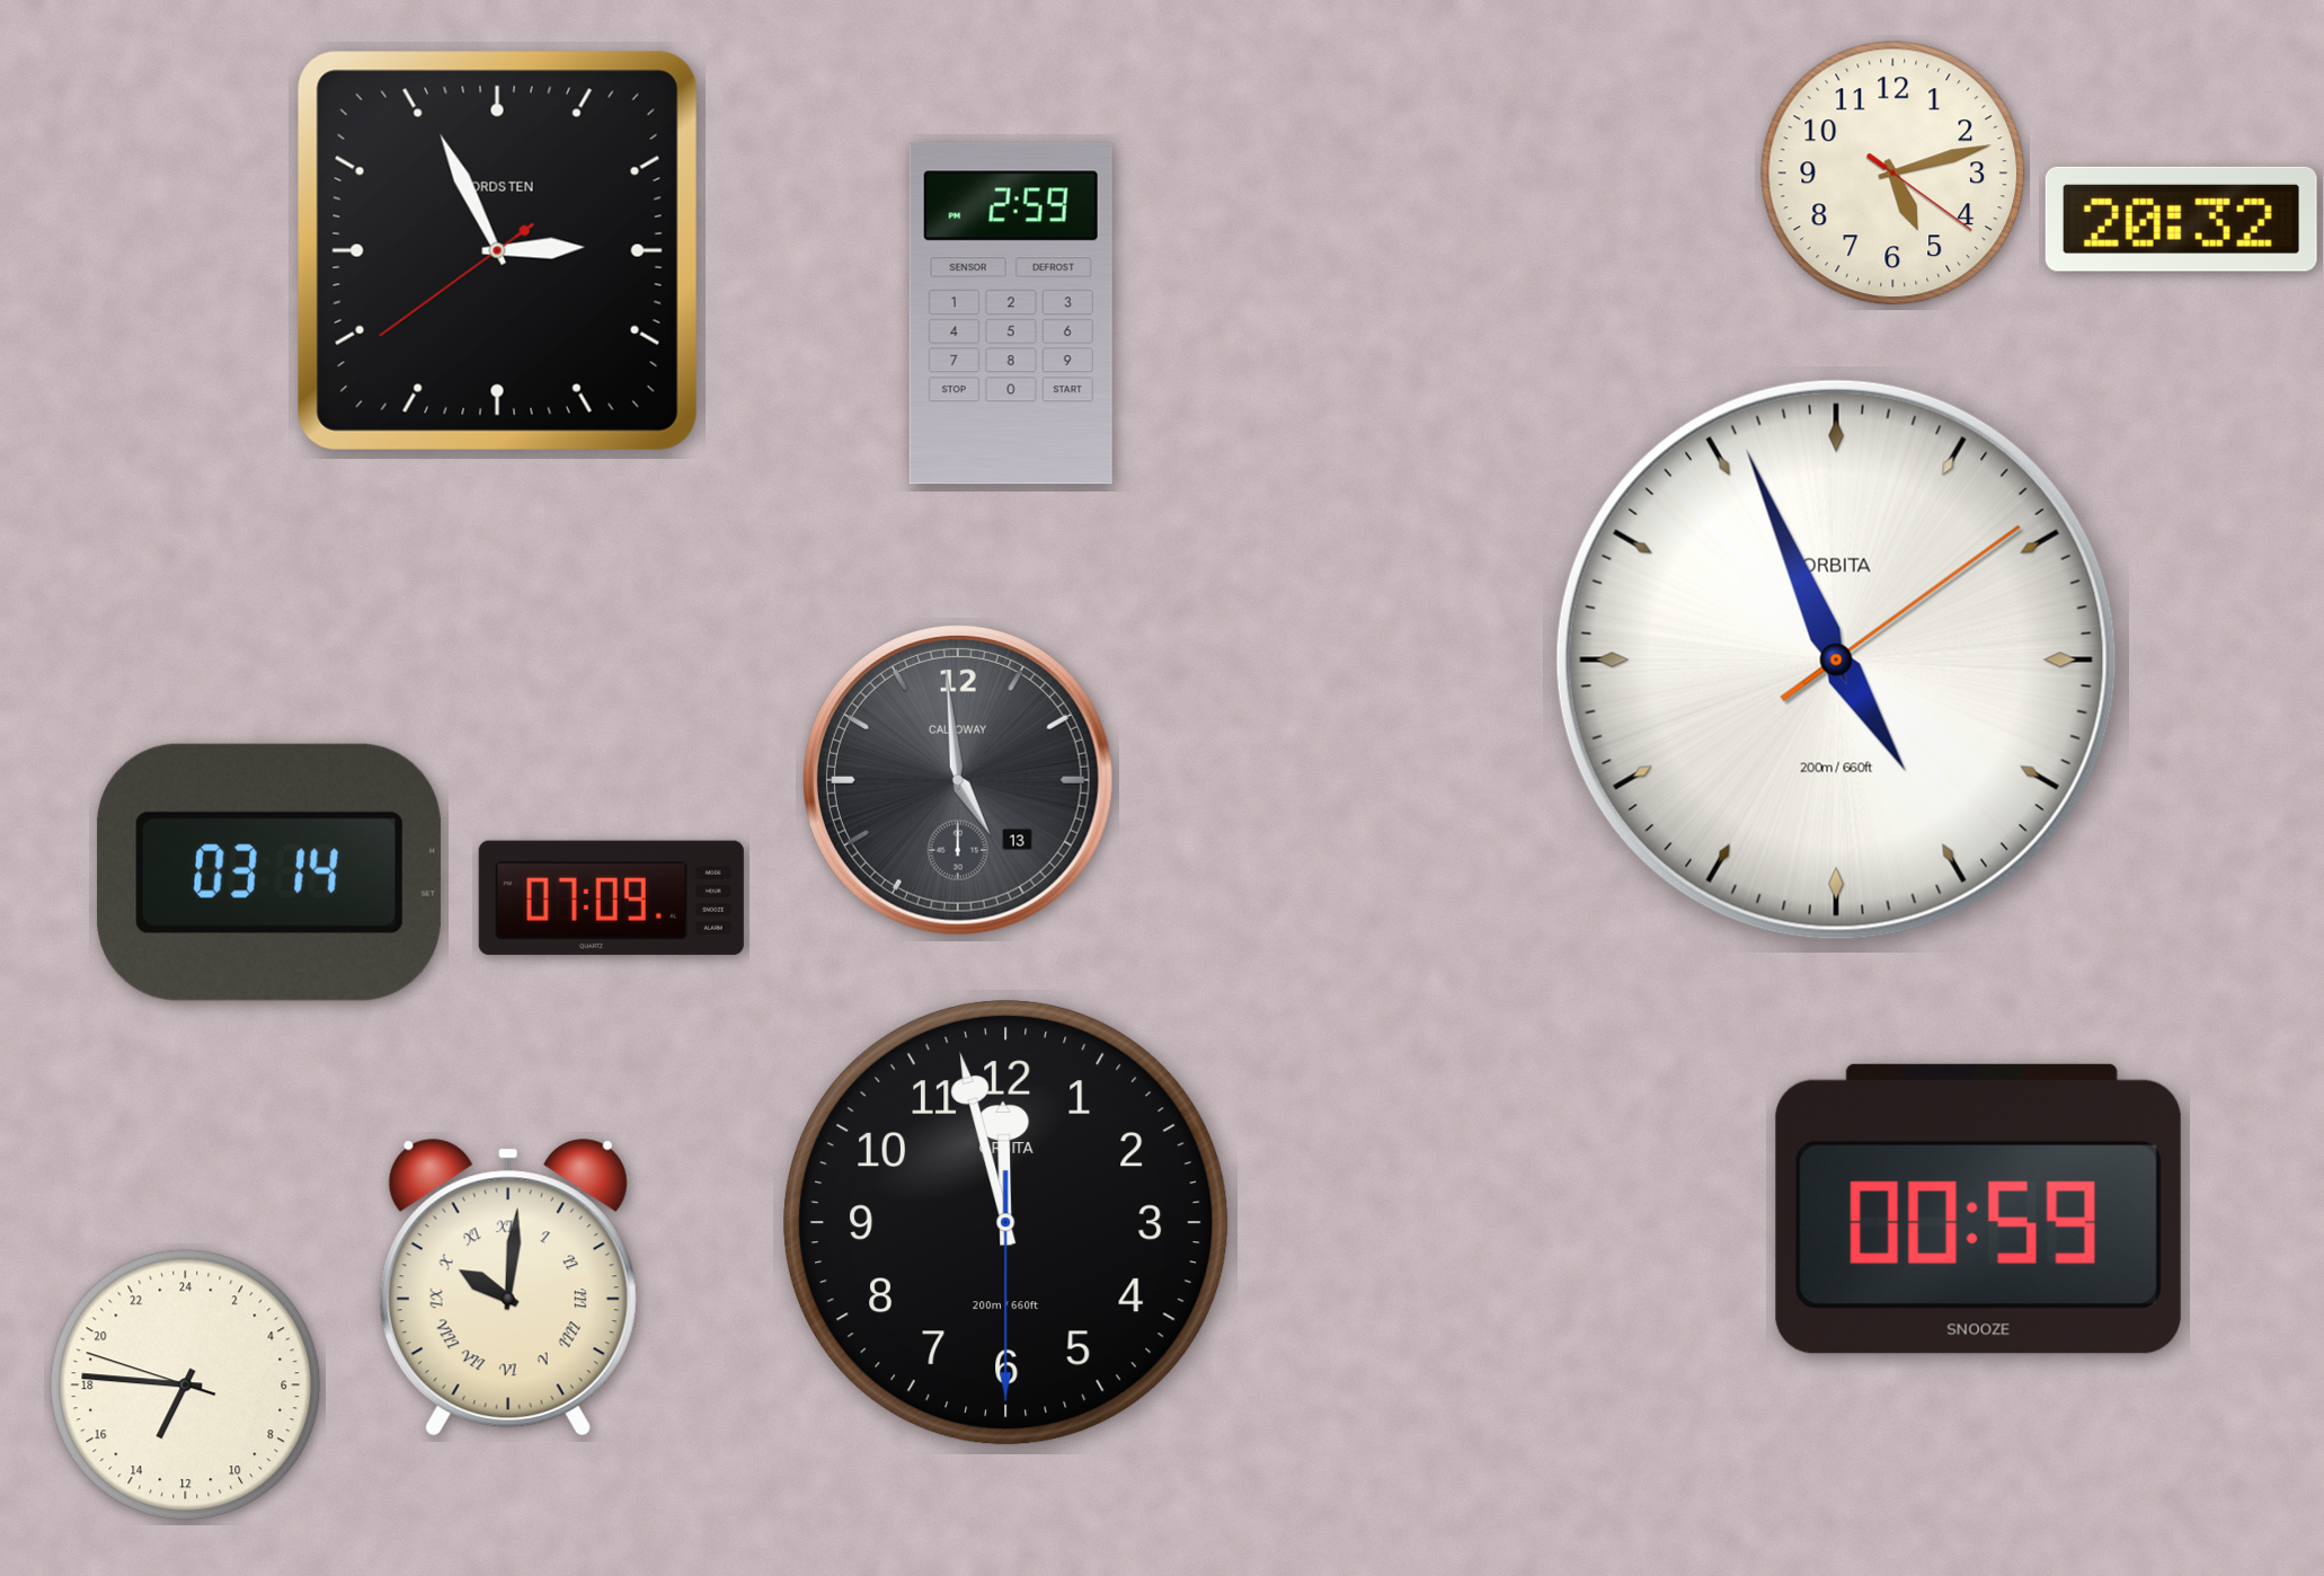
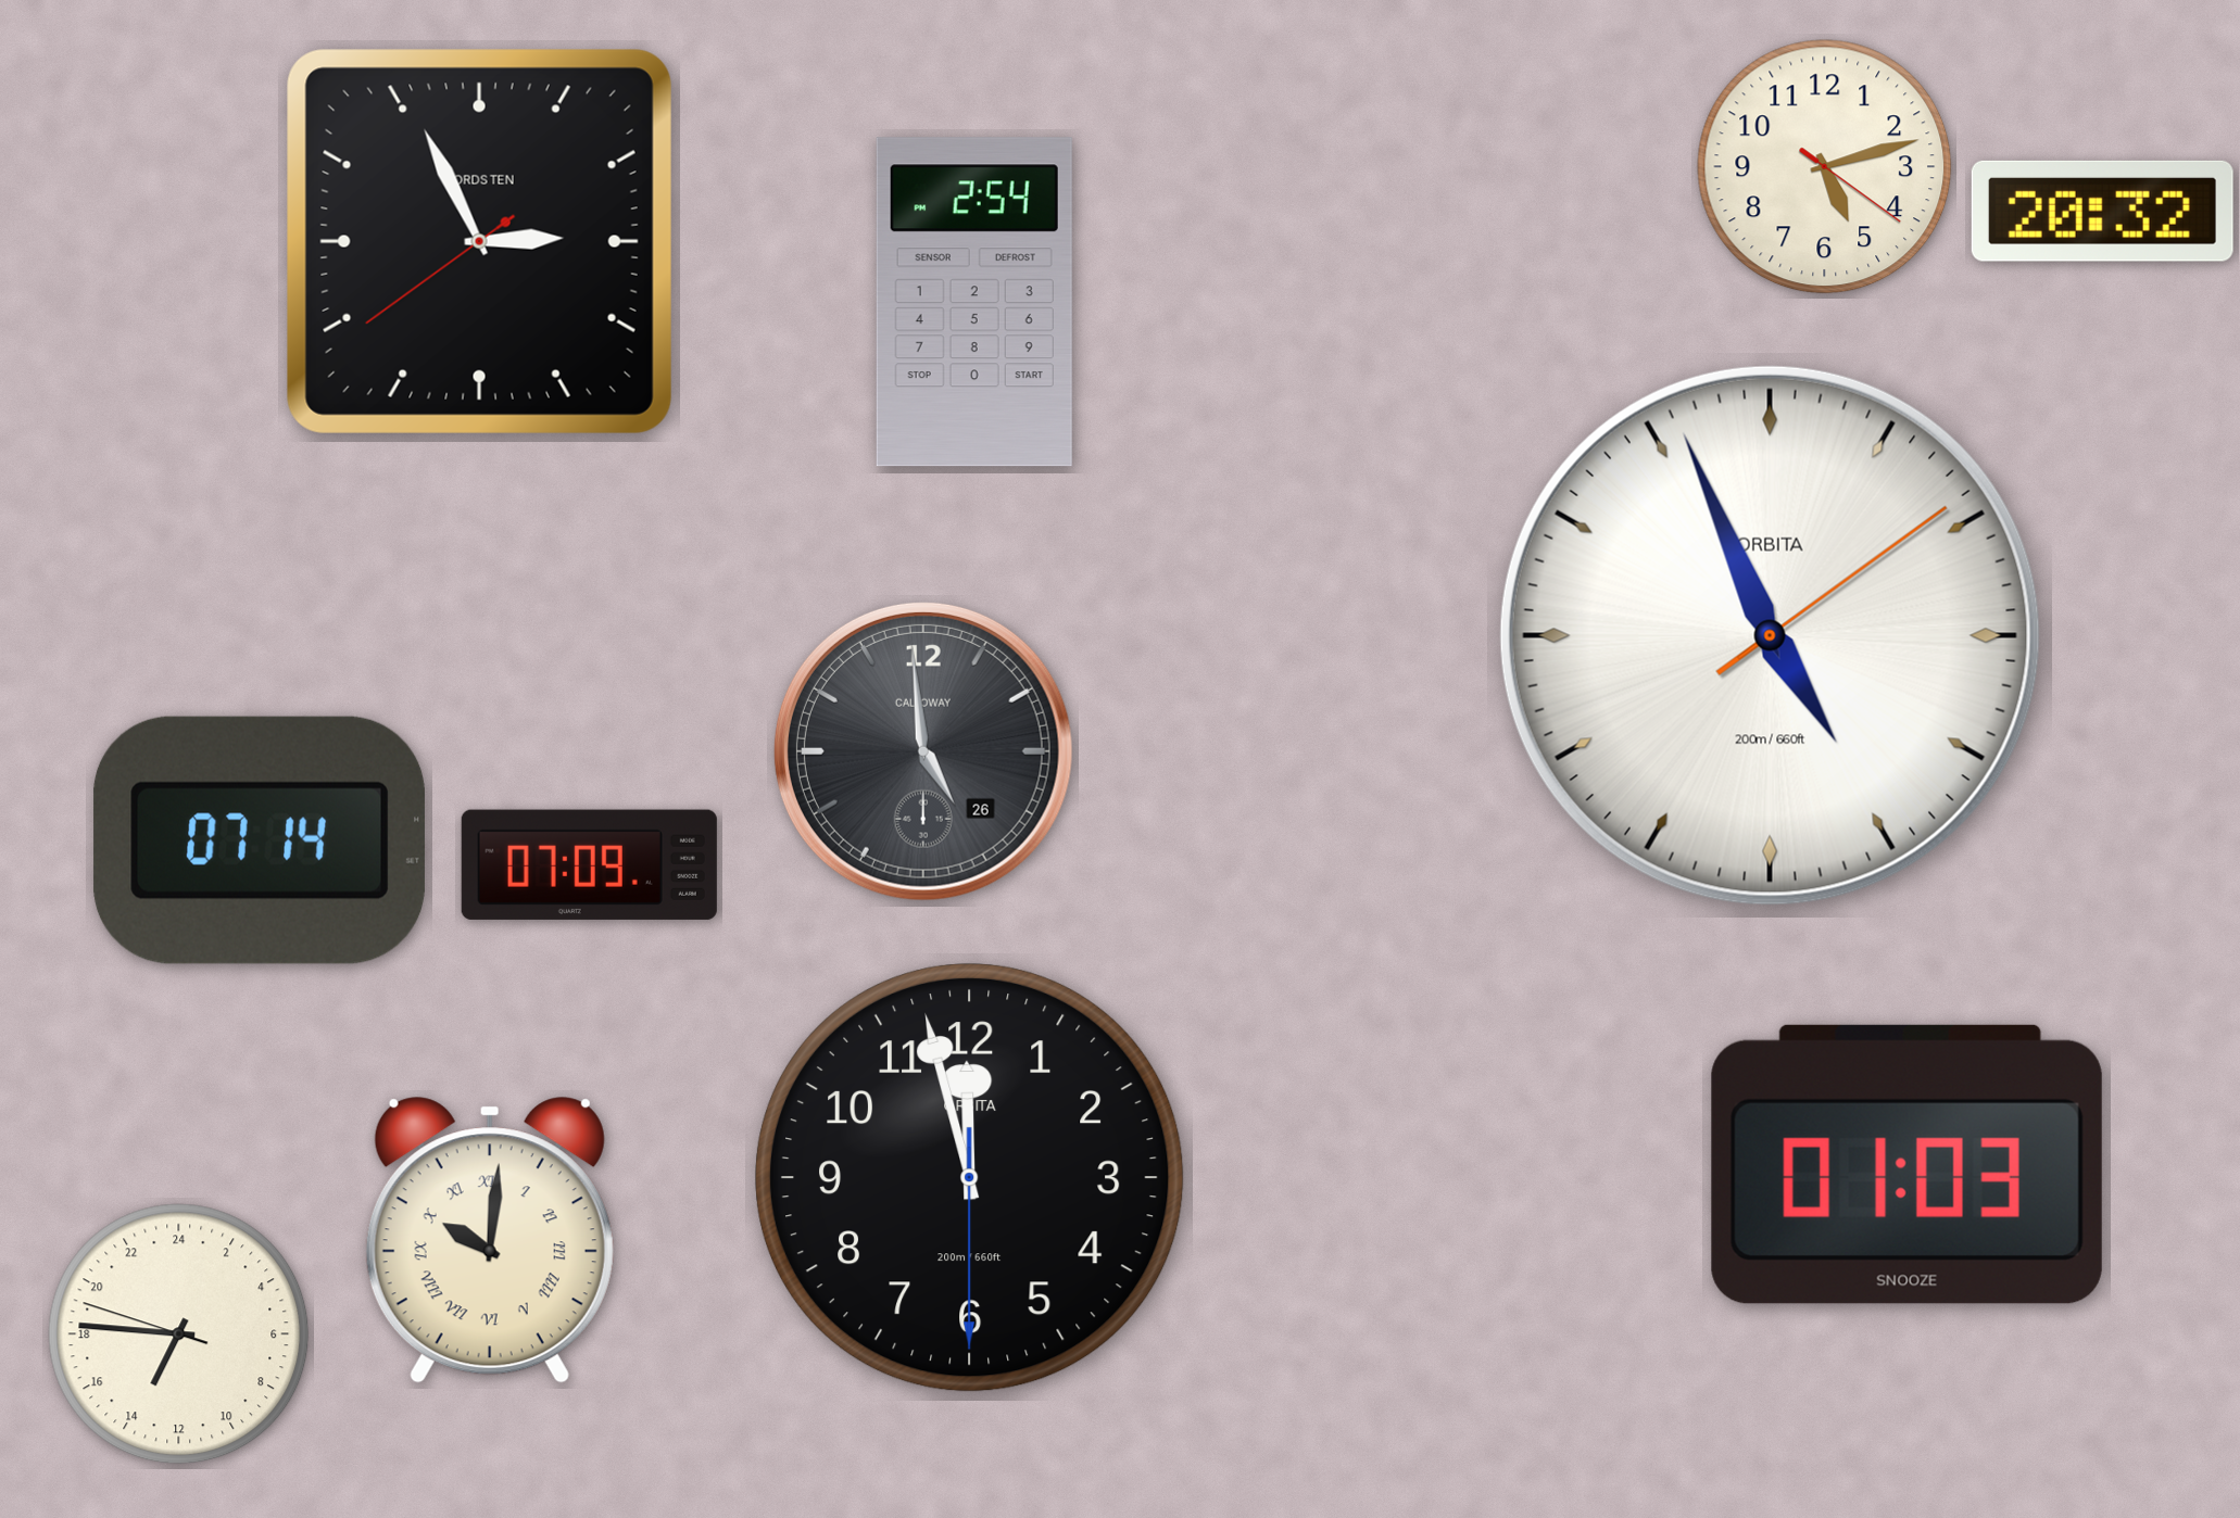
clock at (1011, 313): 2:59 -> 2:54
clock at (958, 780) date: 13 -> 26
clock at (269, 873): 03:14 -> 07:14
clock at (1978, 1208): 00:59 -> 01:03
